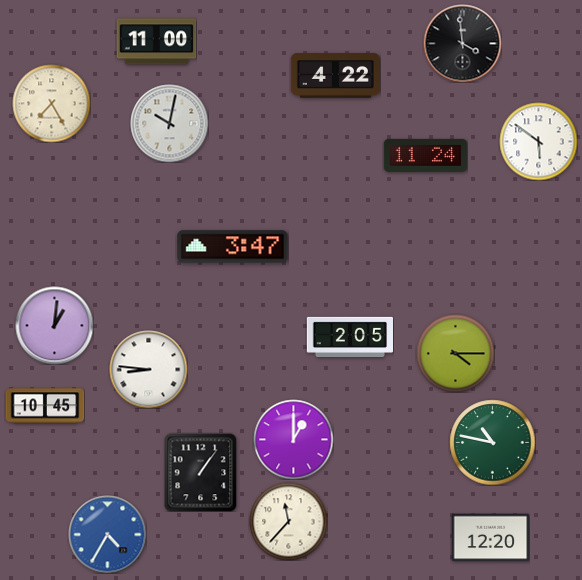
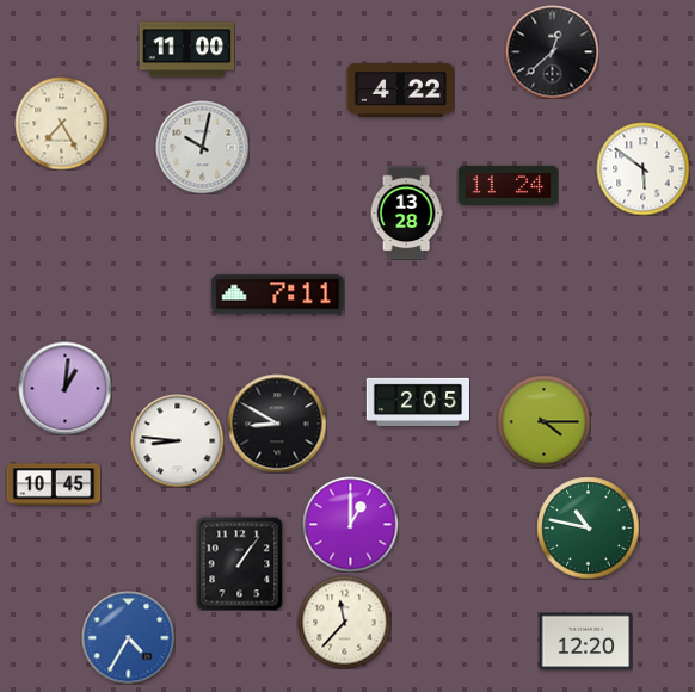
clock at (462, 43): 3:59 -> 12:38
clock at (406, 212): none -> 13:28
clock at (233, 247): 3:47 -> 7:11
clock at (277, 424): none -> 8:50
